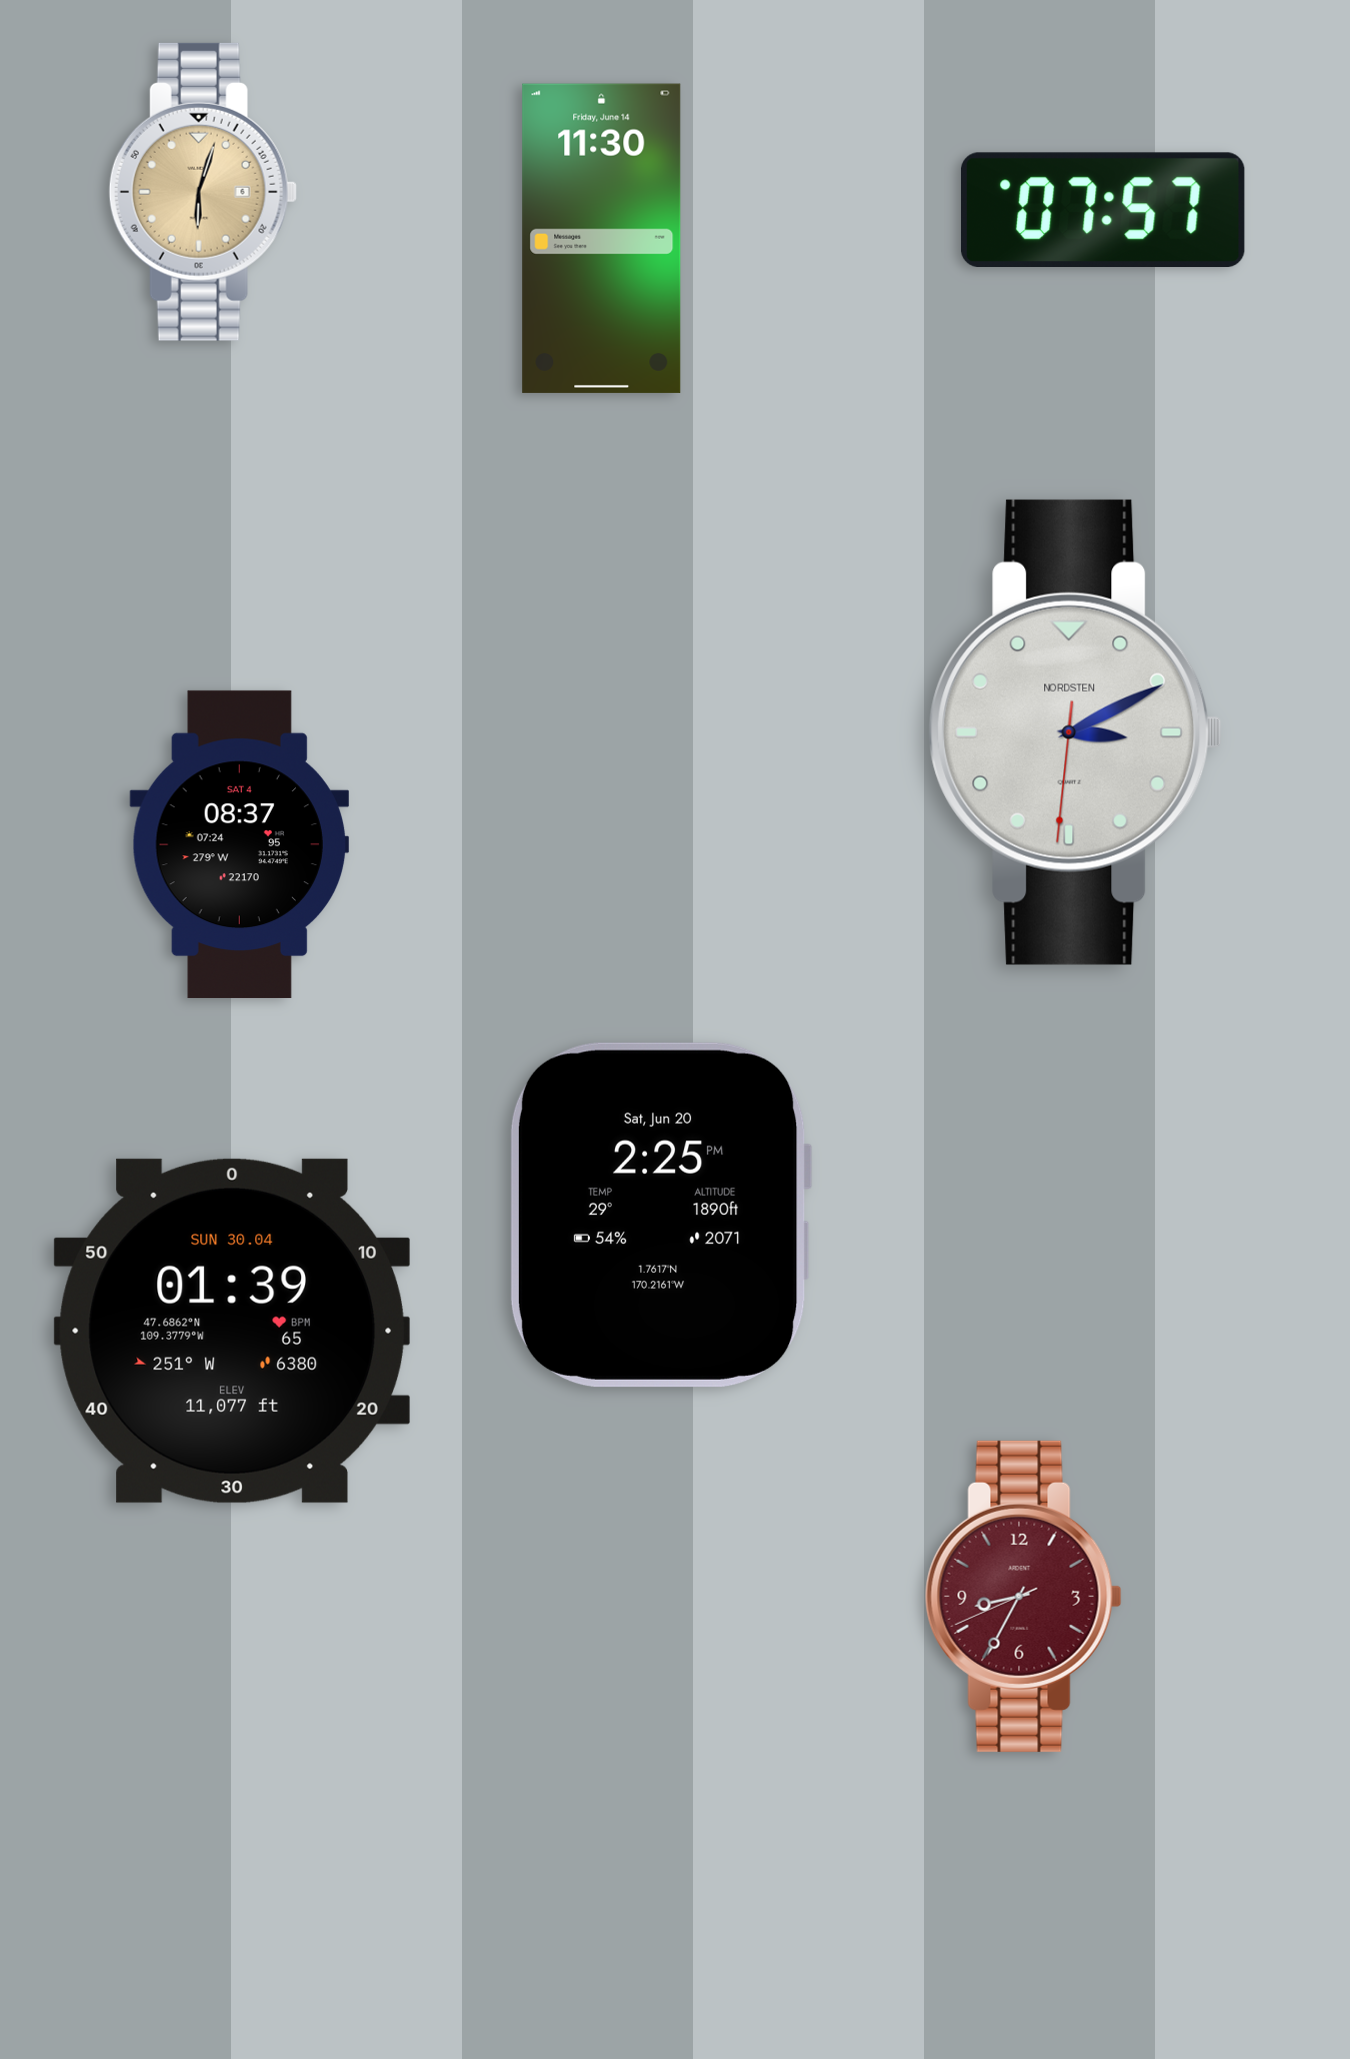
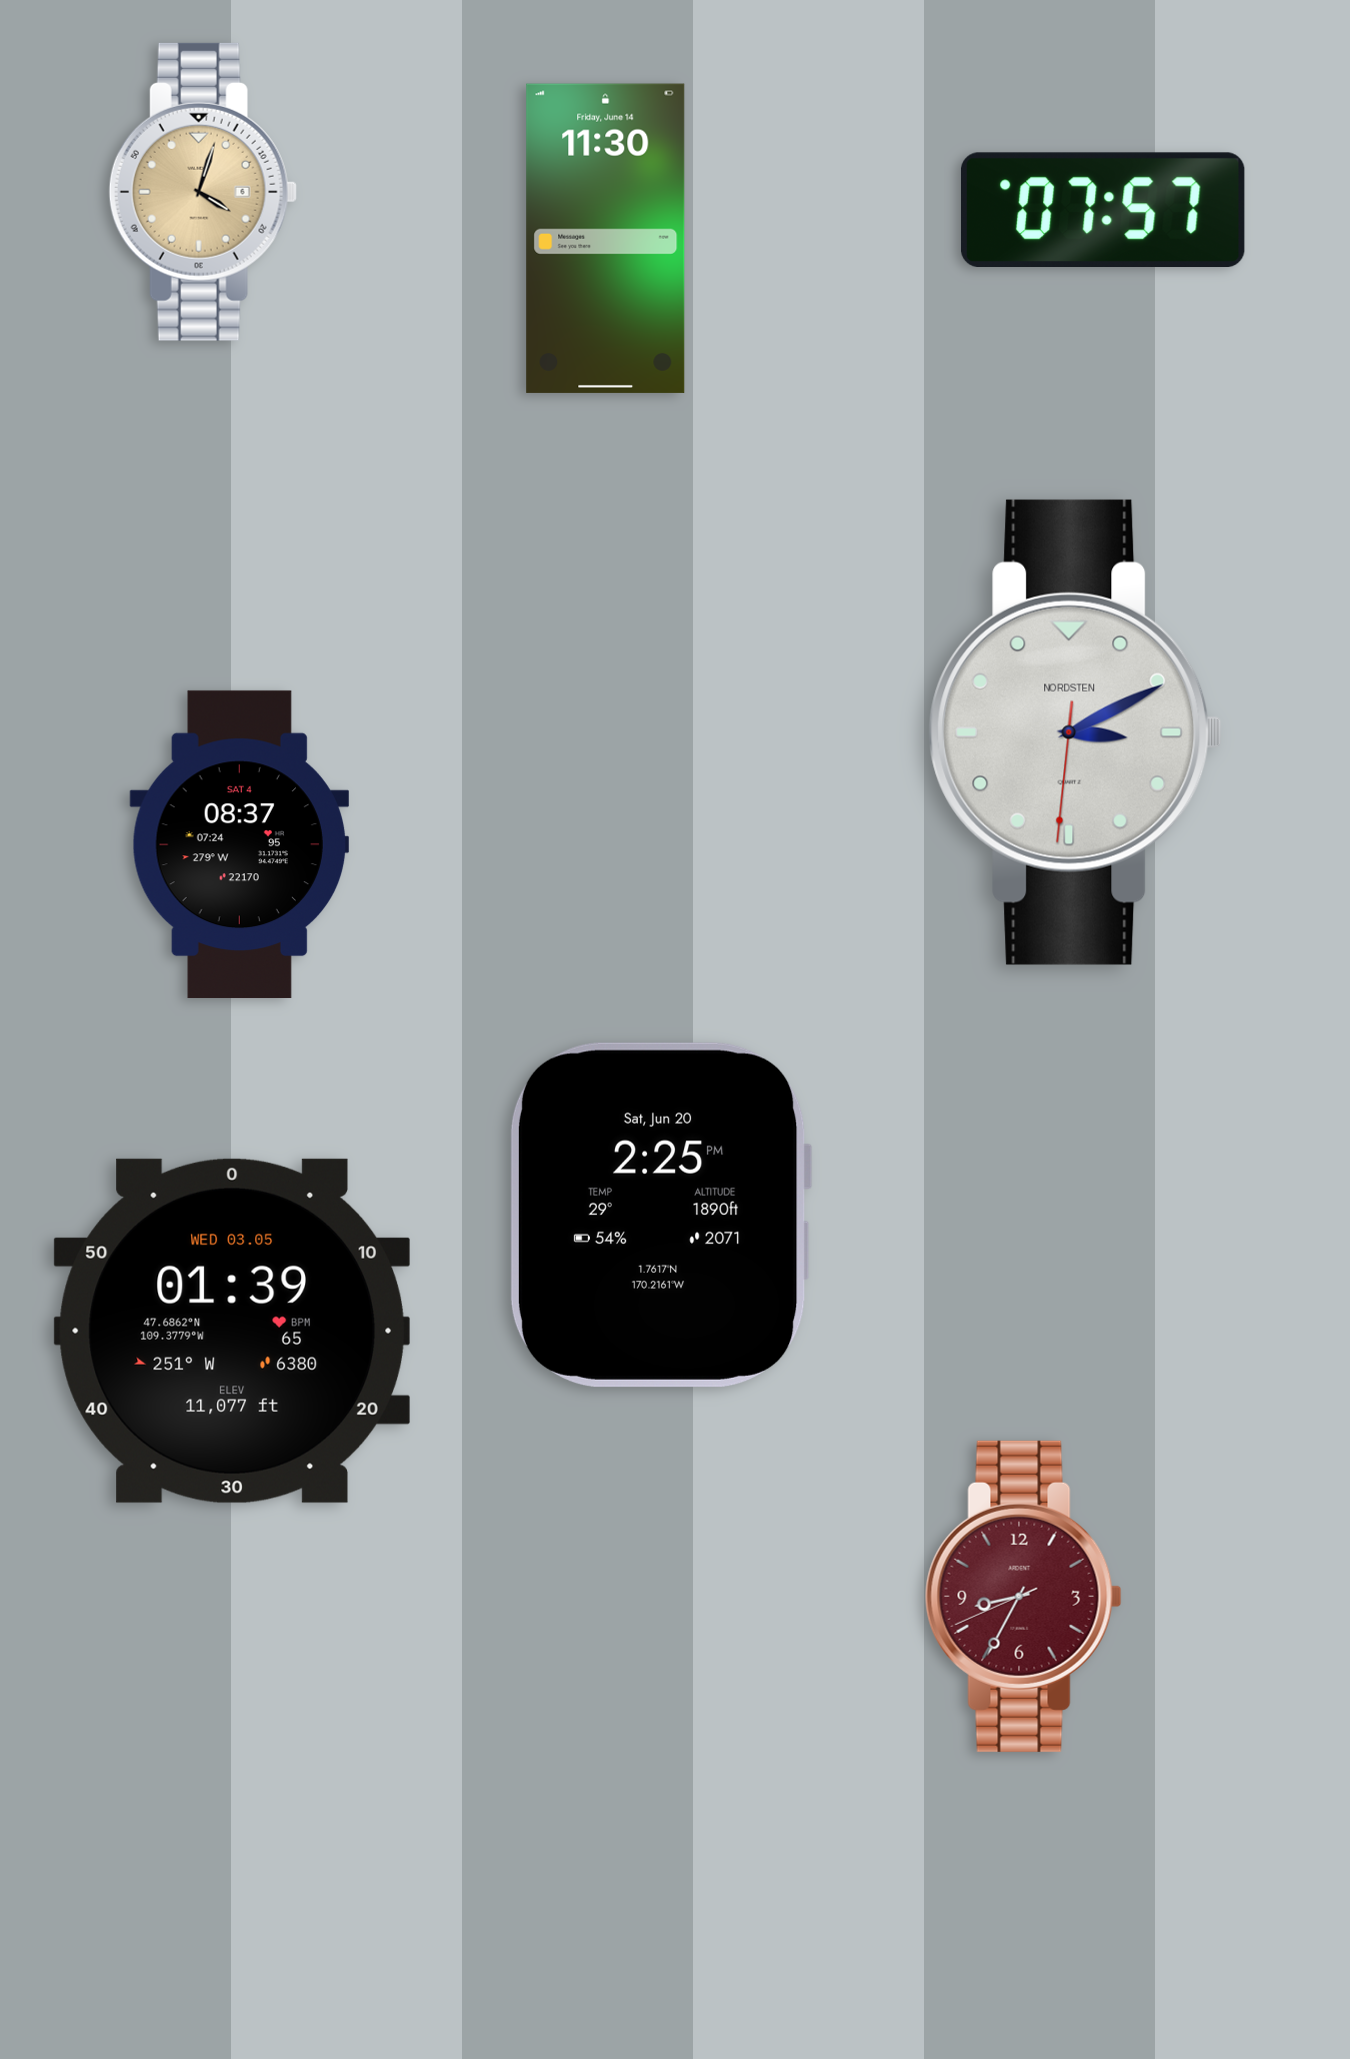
clock at (203, 192): 6:03 -> 4:03
clock at (602, 238) position: (602, 238) -> (606, 238)
clock at (232, 1331) date: SUN 30.04 -> WED 03.05
